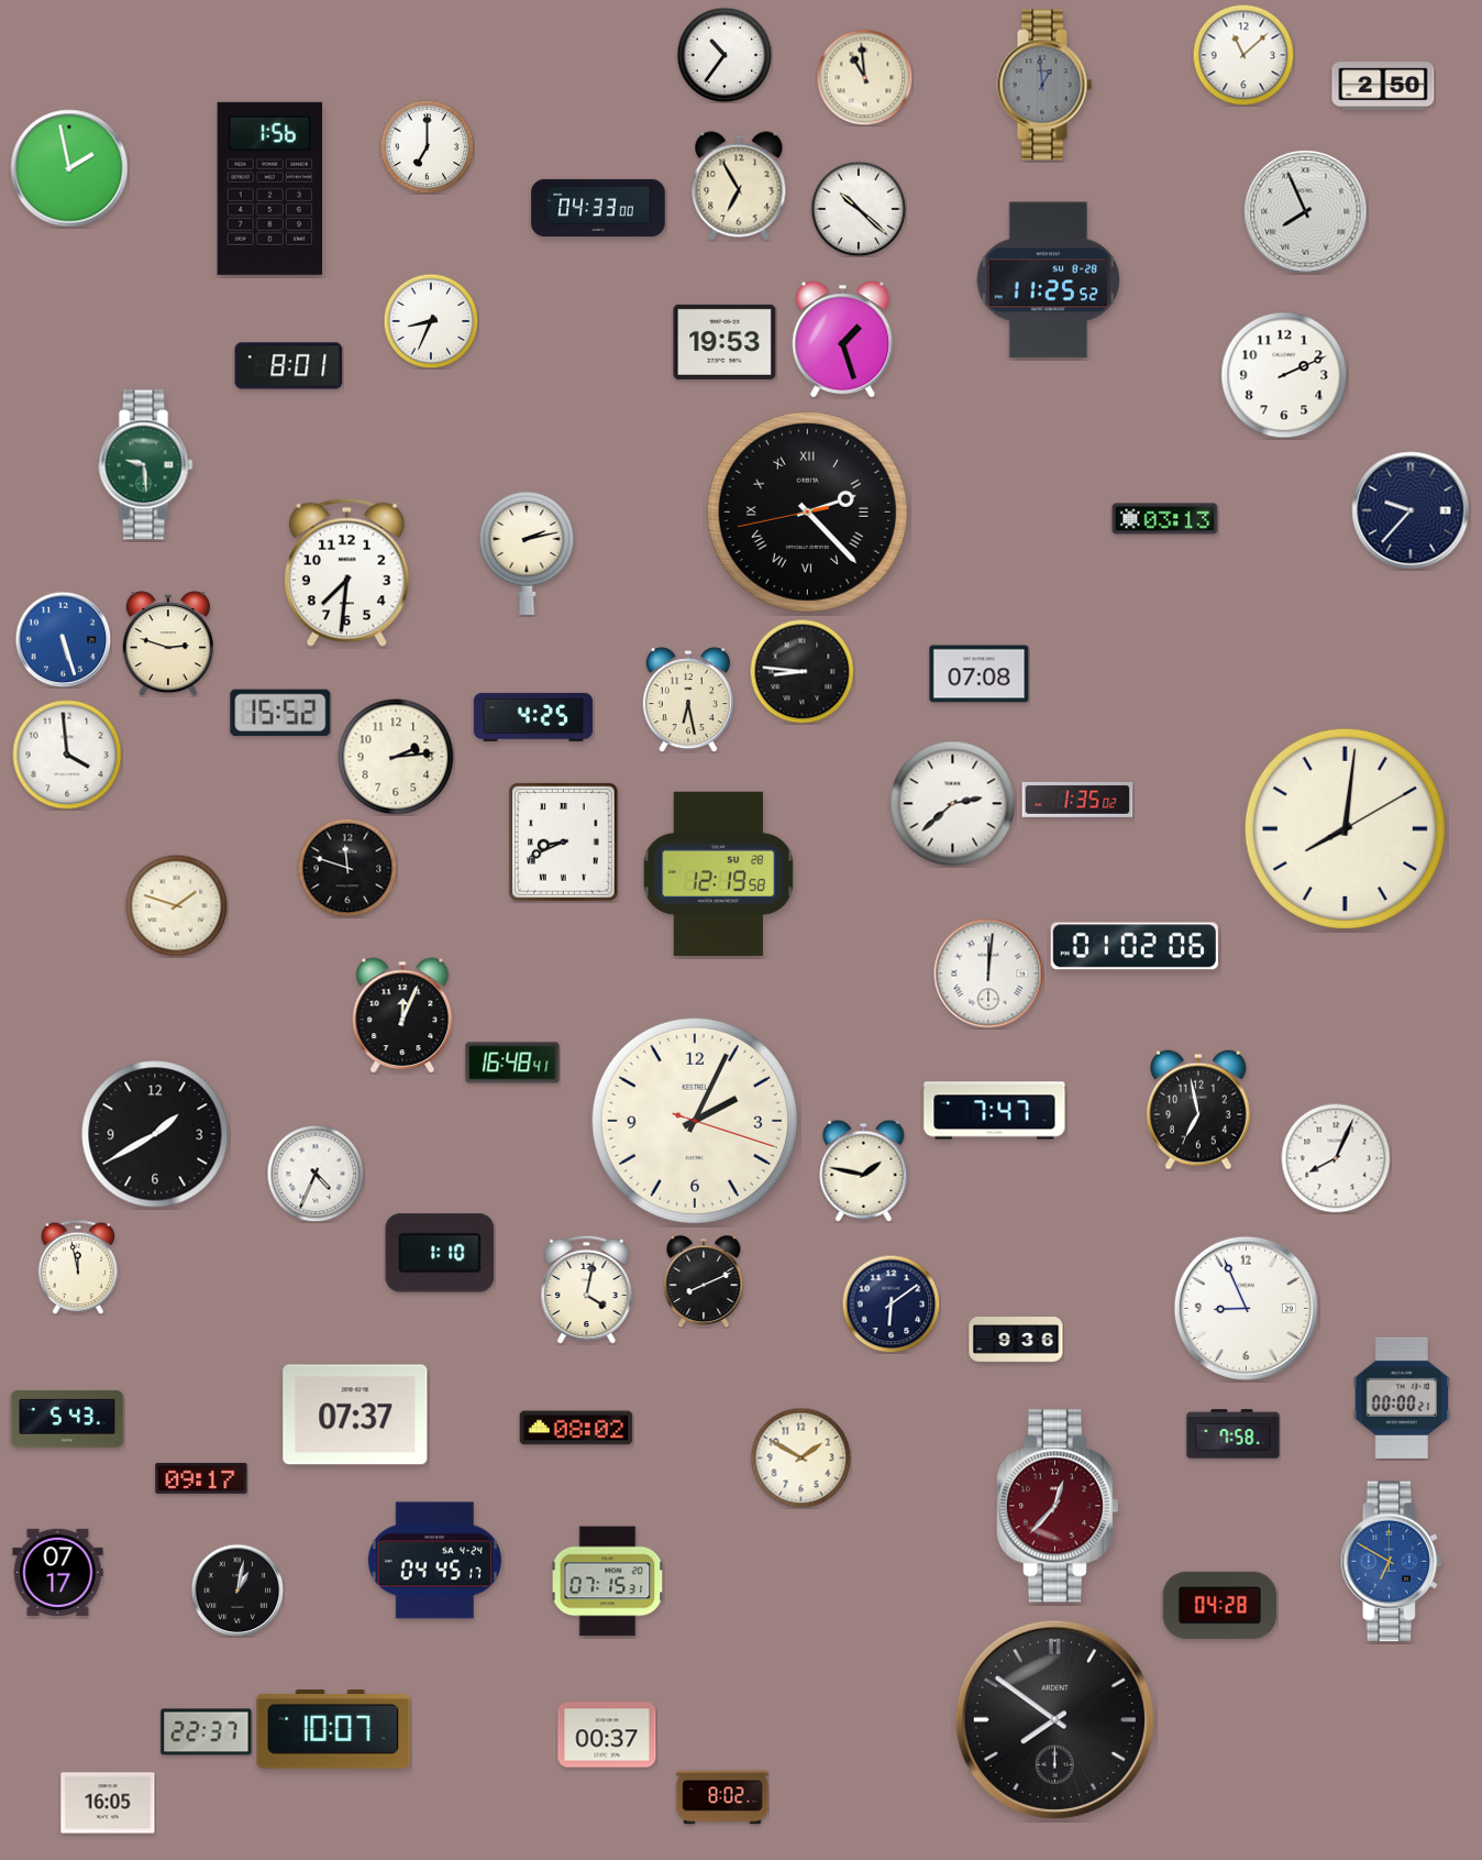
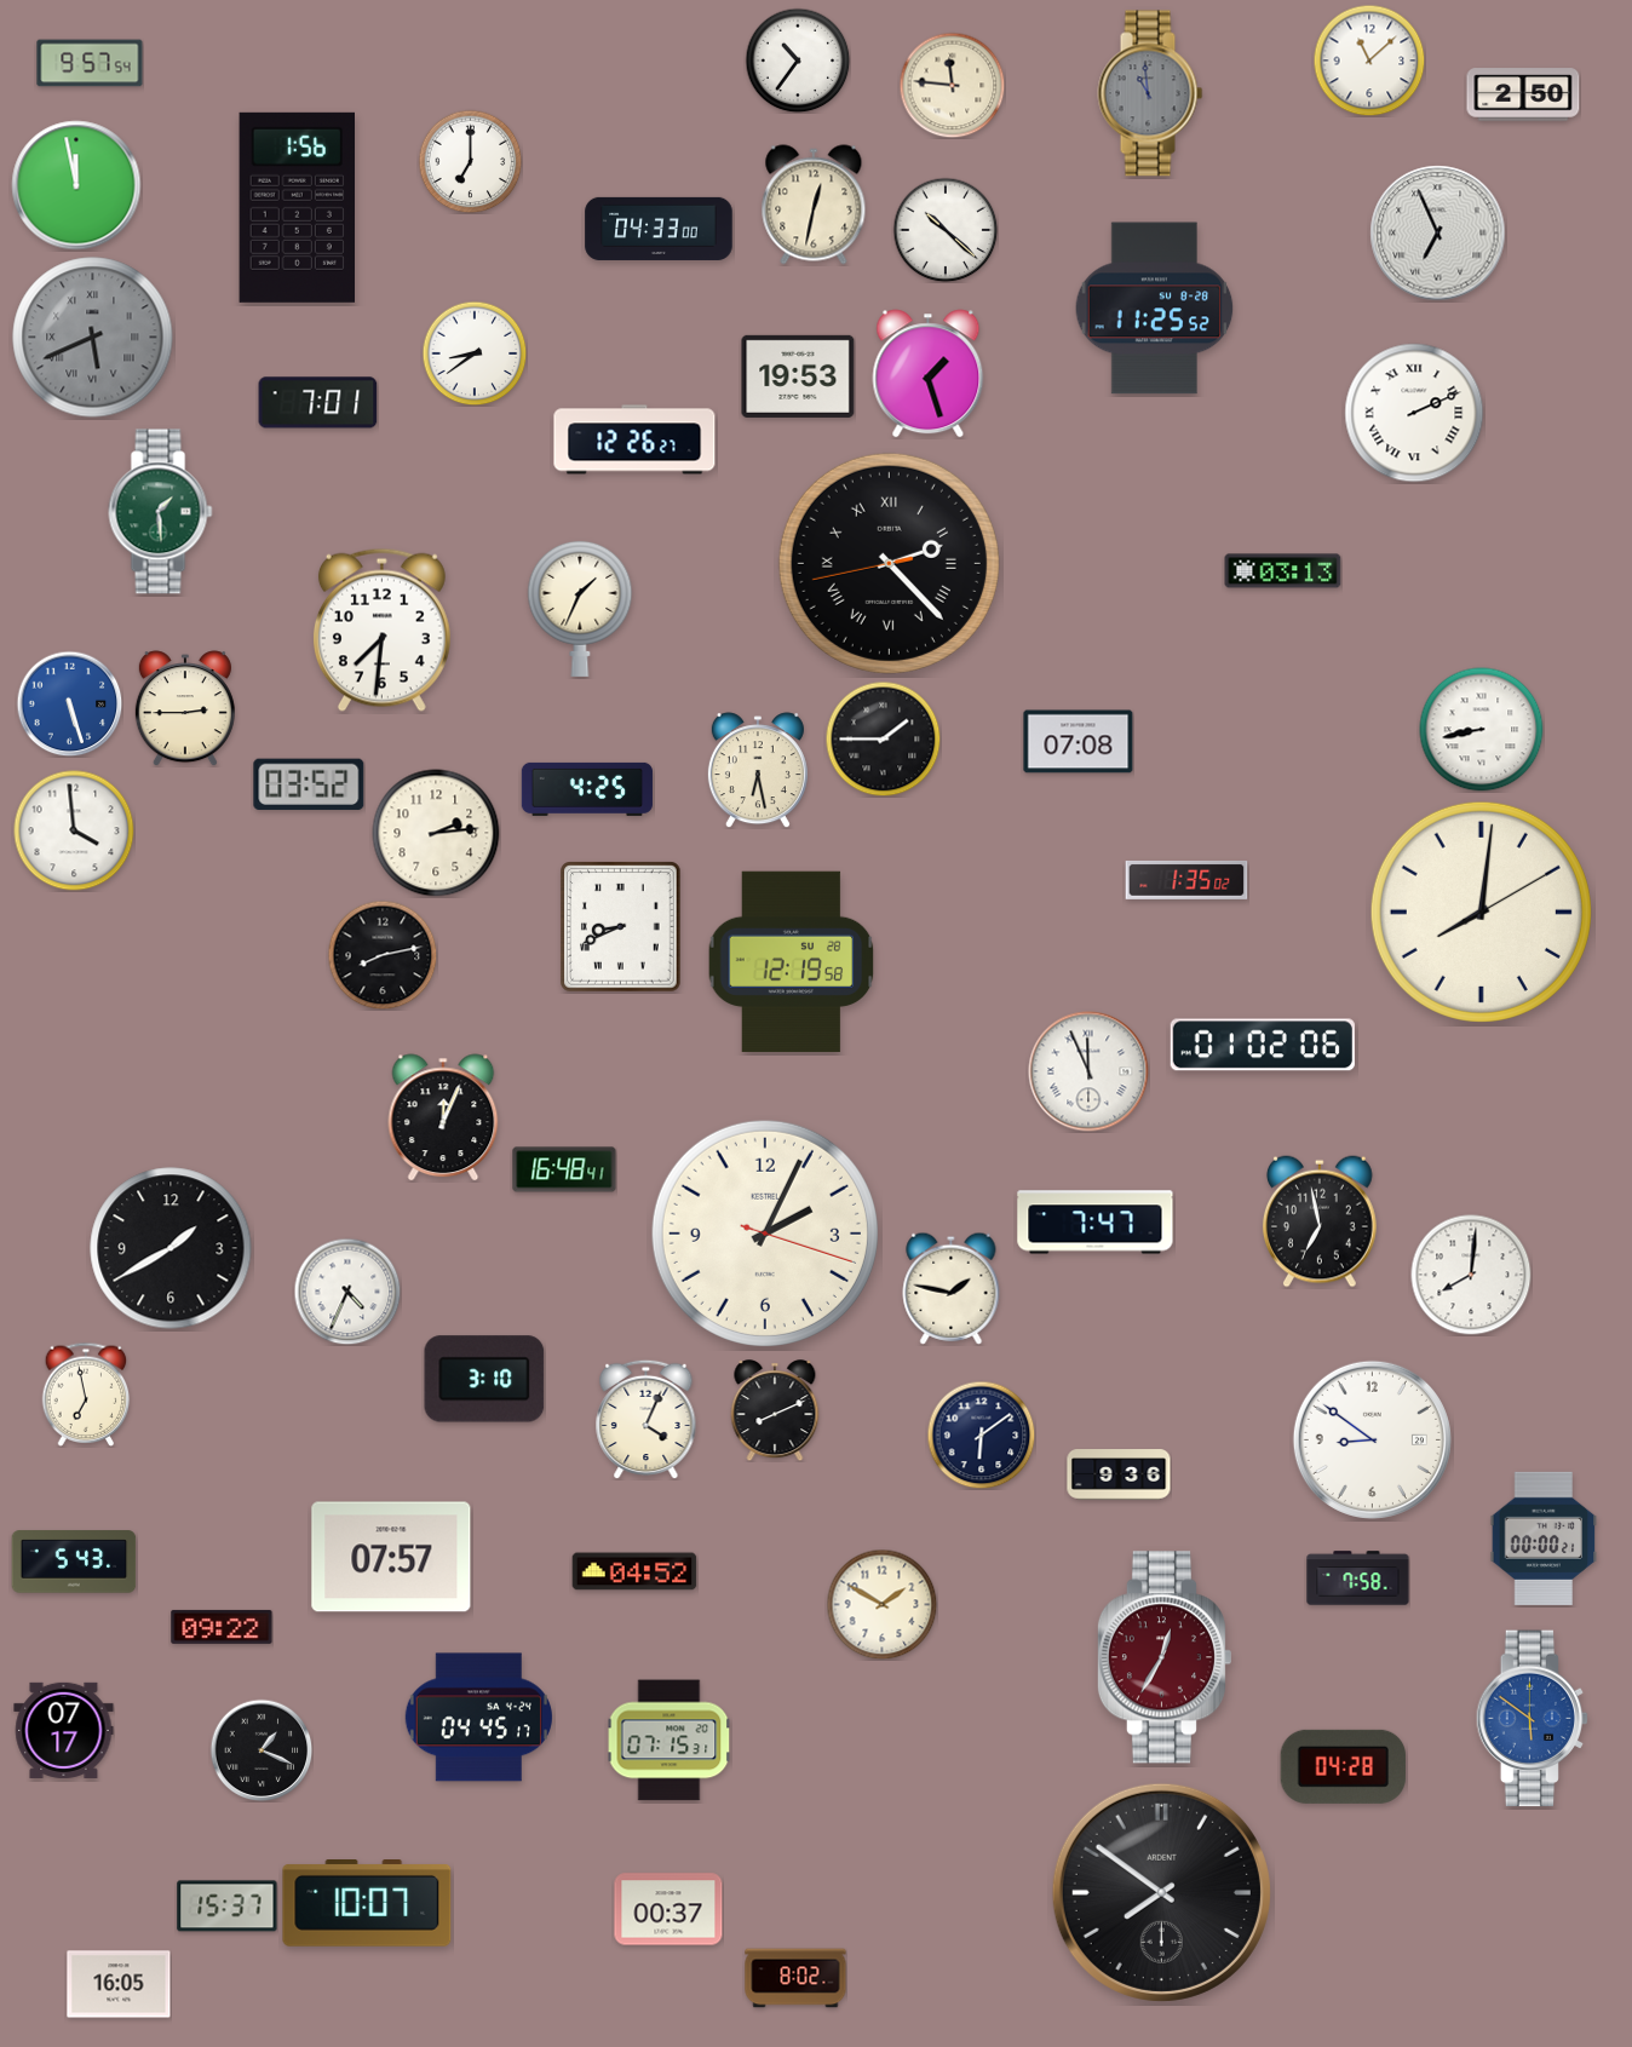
clock at (90, 63): none -> 9:57
clock at (864, 77): 10:59 -> 11:46
clock at (1044, 85): 12:59 -> 10:59
clock at (69, 168): 1:58 -> 11:58
clock at (739, 186): 6:55 -> 12:32
clock at (1306, 212): 7:56 -> 6:56
clock at (93, 338): none -> 5:41
clock at (431, 321): 8:34 -> 8:39
clock at (289, 366): 8:01 -> 7:01
clock at (1284, 375) numerals: Arabic -> Roman
clock at (634, 439): none -> 12:26
clock at (146, 465): 9:29 -> 1:29
clock at (1411, 510): 9:37 -> none
clock at (527, 552): 2:13 -> 1:34
clock at (168, 643): 2:48 -> 2:45
clock at (1482, 730): none -> 8:43
clock at (801, 671): 8:46 -> 1:45
clock at (280, 712): 15:52 -> 03:52
clock at (953, 804): 2:38 -> none
clock at (347, 868): 11:48 -> 8:13
clock at (176, 905): 1:48 -> none
clock at (1135, 946) position: (1135, 946) -> (1263, 1045)
clock at (988, 973): 12:01 -> 11:56
clock at (1336, 1158): 8:04 -> 8:01
clock at (440, 1253): 1:10 -> 3:10
clock at (78, 1266): 11:58 -> 6:58
clock at (587, 1289): 4:02 -> 4:04
clock at (1246, 1308): 8:56 -> 8:51
clock at (355, 1415): 07:37 -> 07:57
clock at (576, 1428): 08:02 -> 04:52
clock at (201, 1478): 09:17 -> 09:22
clock at (1057, 1506): 12:37 -> 12:35
clock at (1392, 1562): 6:50 -> 5:51
clock at (237, 1591): 1:02 -> 1:19
clock at (207, 1732): 22:37 -> 15:37
